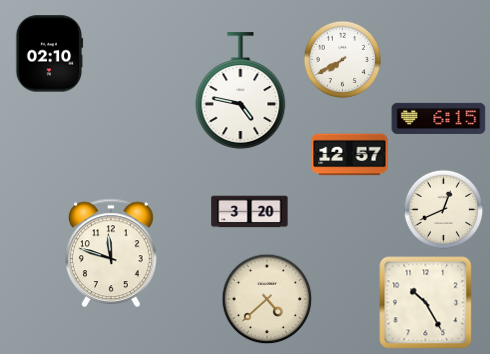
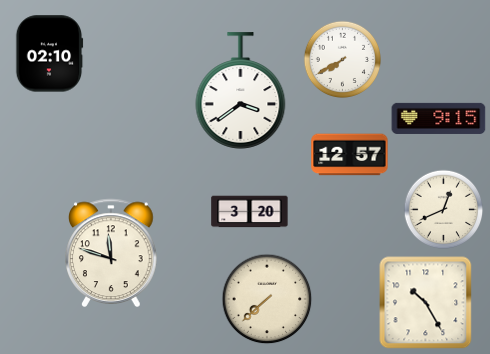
clock at (241, 91): 4:47 -> 3:39
clock at (439, 118): 6:15 -> 9:15
clock at (267, 299): 4:38 -> 7:38
